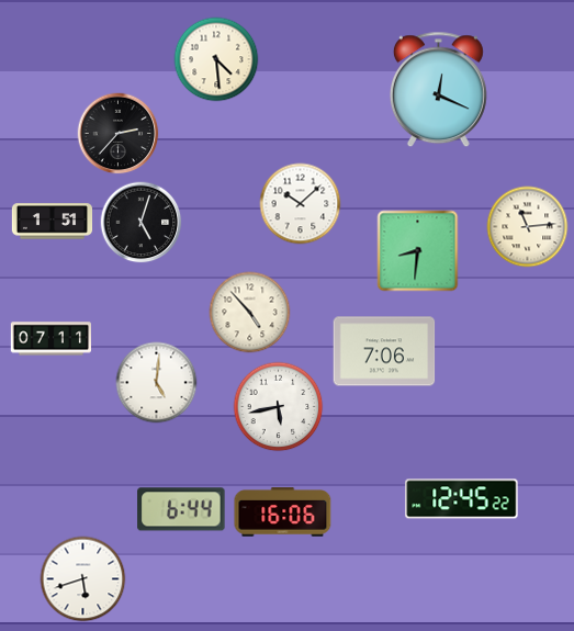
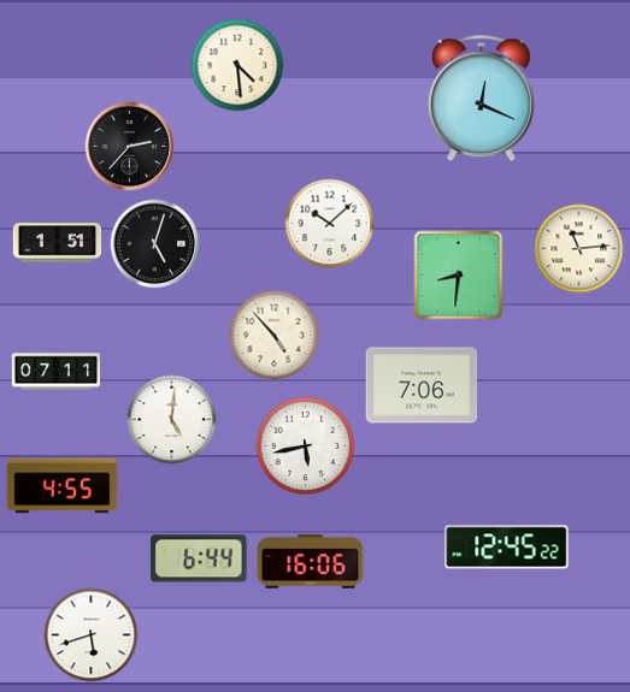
clock at (250, 313) position: (250, 313) -> (275, 336)
clock at (63, 486): none -> 4:55
